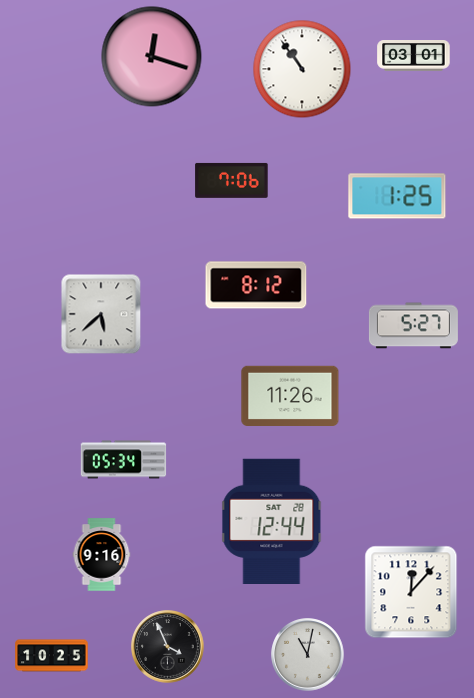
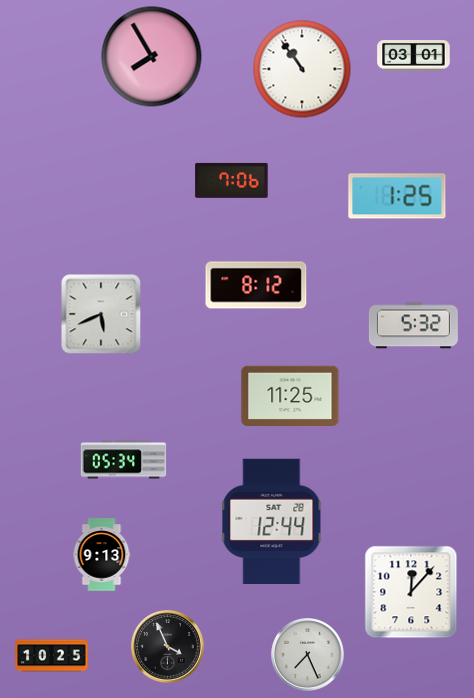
clock at (152, 57): 12:18 -> 7:55
clock at (101, 314): 5:38 -> 5:41
clock at (413, 326): 5:27 -> 5:32
clock at (290, 395): 11:26 -> 11:25
clock at (102, 555): 9:16 -> 9:13
clock at (308, 655): 11:02 -> 7:26
